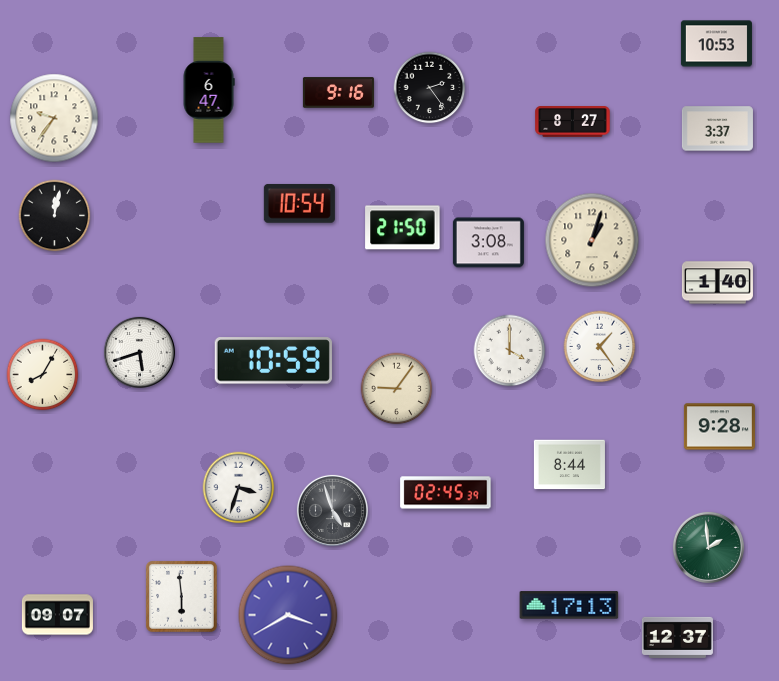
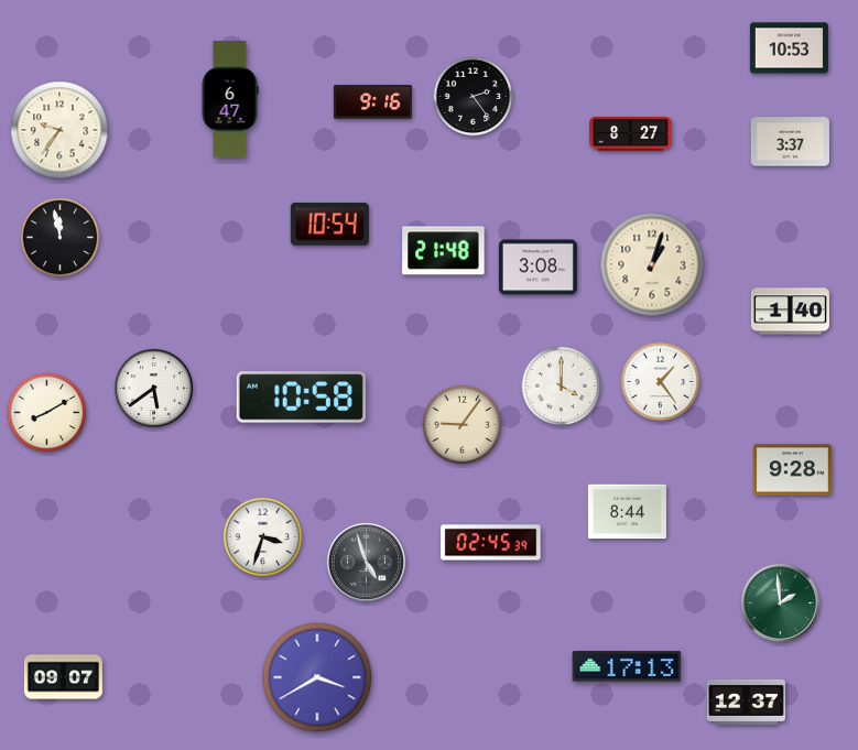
clock at (55, 216): 12:02 -> 11:58
clock at (403, 228): 21:50 -> 21:48
clock at (139, 352): 5:42 -> 5:39
clock at (273, 361): 10:59 -> 10:58
clock at (43, 375): 8:05 -> 8:10
clock at (397, 389) position: (397, 389) -> (463, 425)
clock at (182, 597): 5:59 -> none
